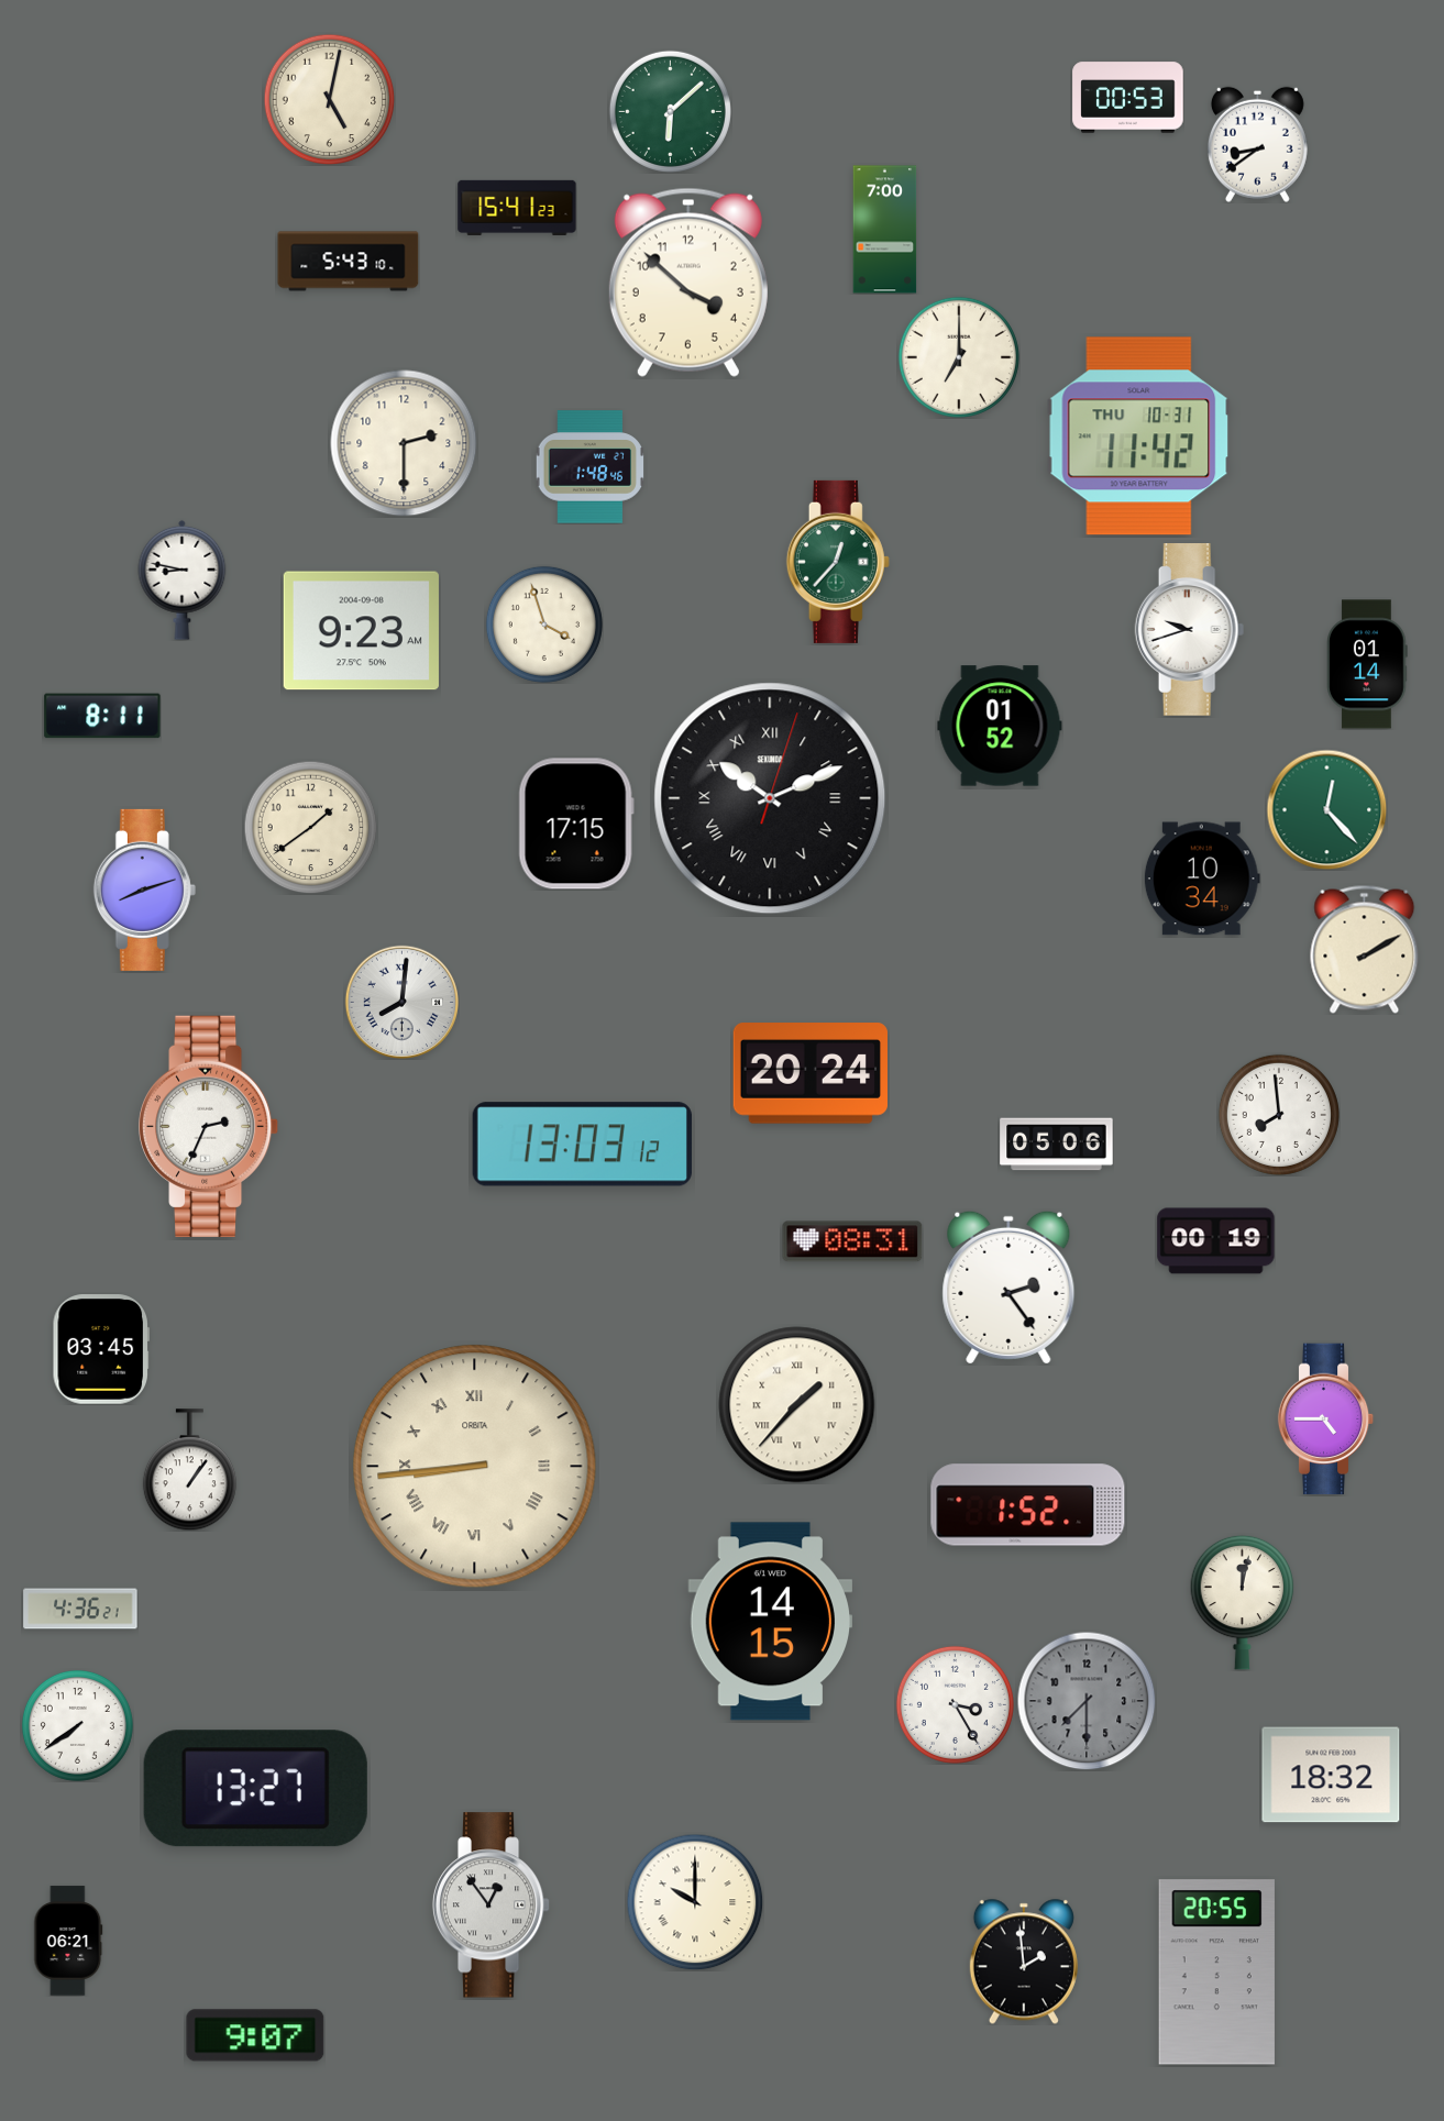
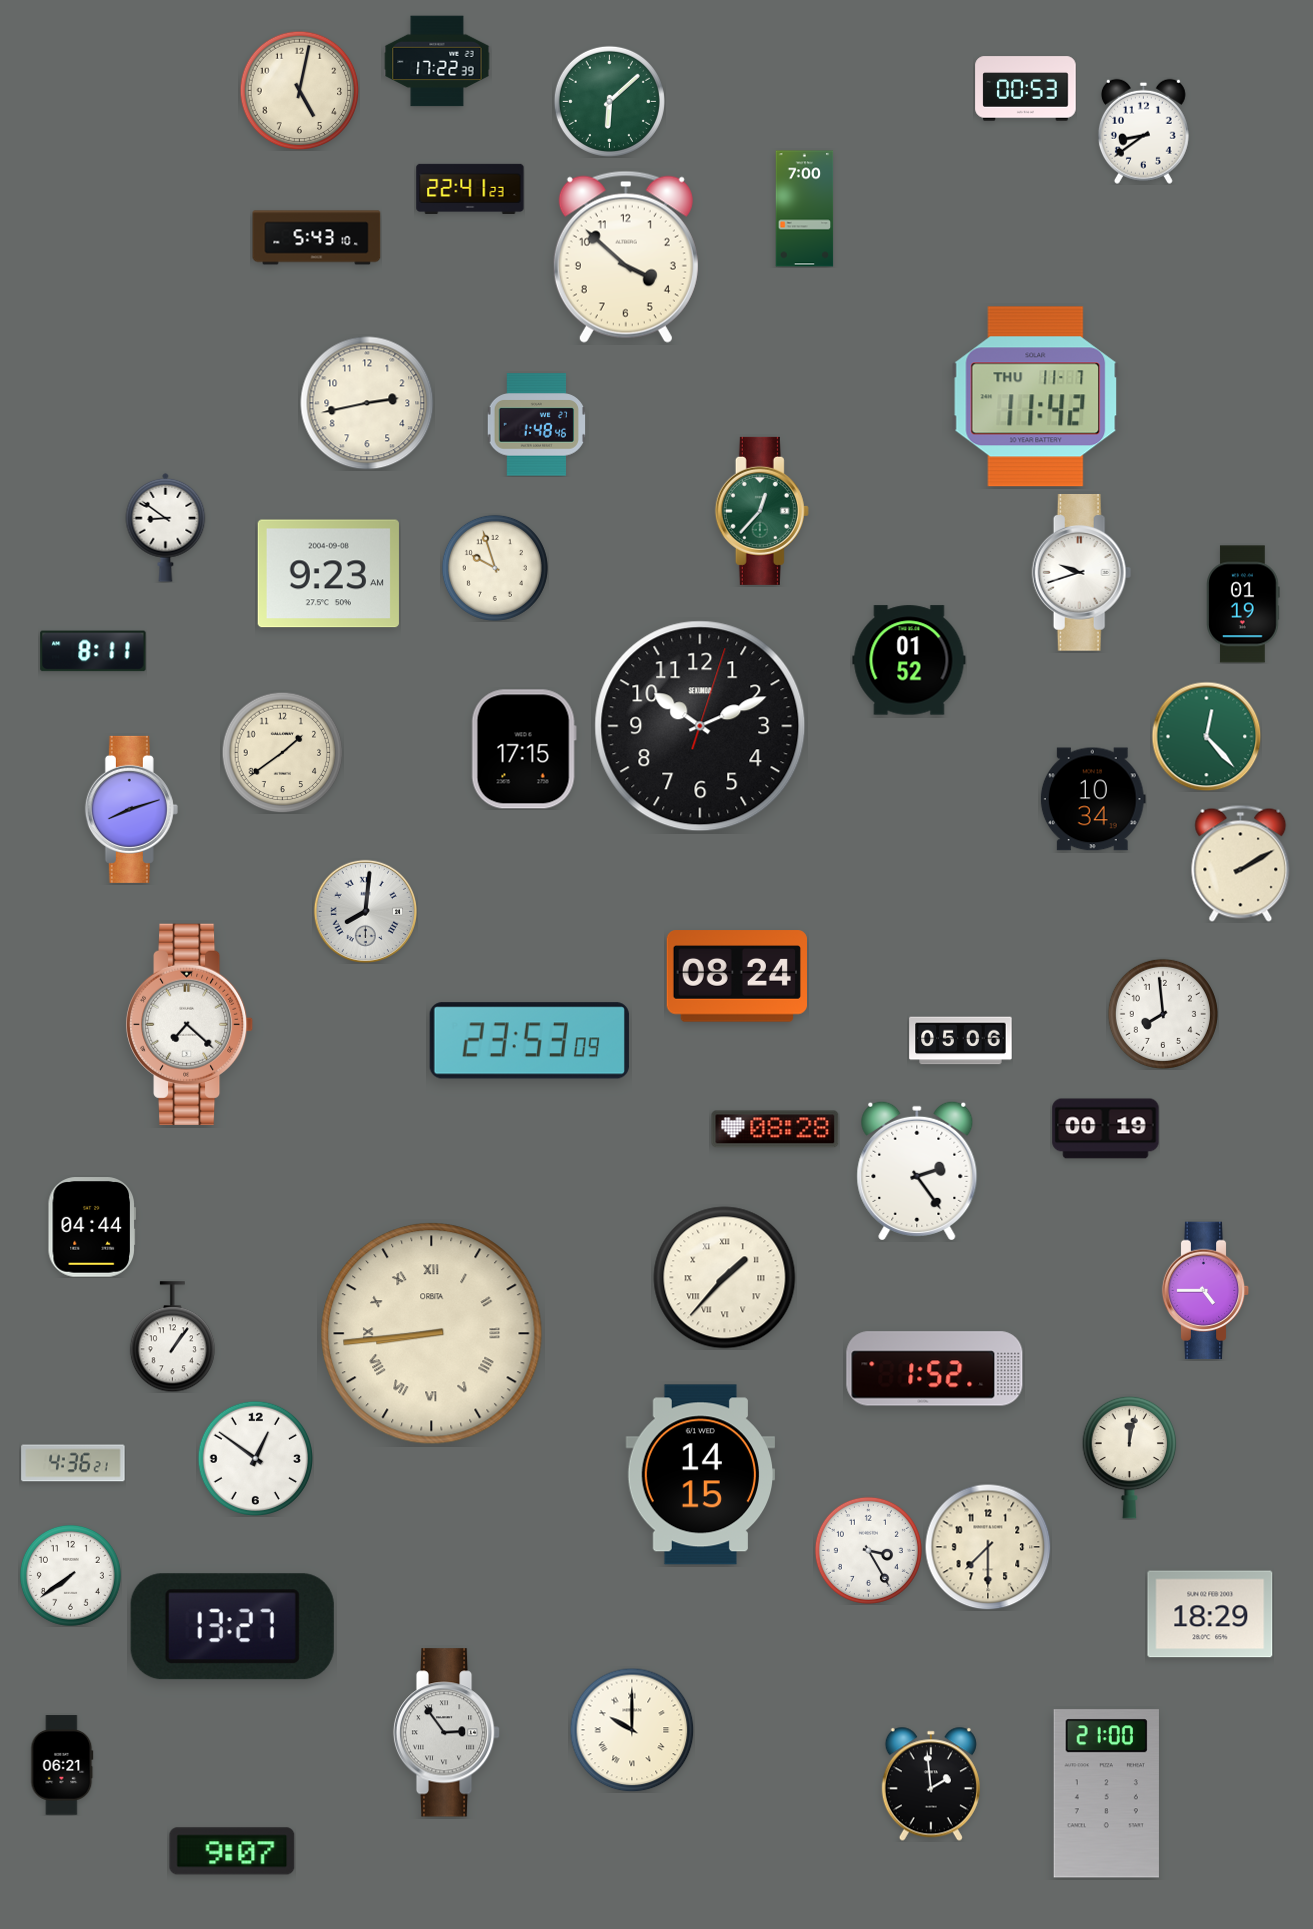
clock at (437, 61): none -> 17:22
clock at (517, 208): 15:41 -> 22:41
clock at (959, 357): 7:00 -> none
clock at (1139, 437) date: THU 10-31 -> THU 11-7
clock at (404, 443): 2:30 -> 2:43
clock at (183, 579): 8:47 -> 8:51
clock at (544, 625): 3:57 -> 9:57
clock at (1367, 664): 01:14 -> 01:19
clock at (770, 798) numerals: Roman -> Arabic
clock at (809, 1073): 20:24 -> 08:24
clock at (209, 1126): 2:34 -> 7:22
clock at (582, 1145): 13:03 -> 23:53
clock at (852, 1241): 08:31 -> 08:28
clock at (101, 1349): 03:45 -> 04:44
clock at (255, 1458): none -> 12:51
clock at (1087, 1701) dial: grey -> cream
clock at (77, 1725) position: (77, 1725) -> (70, 1575)
clock at (1331, 1775): 18:32 -> 18:29
clock at (492, 1905): 12:54 -> 2:54
clock at (1216, 1973): 20:55 -> 21:00
